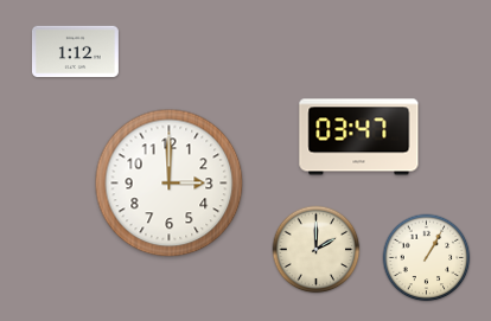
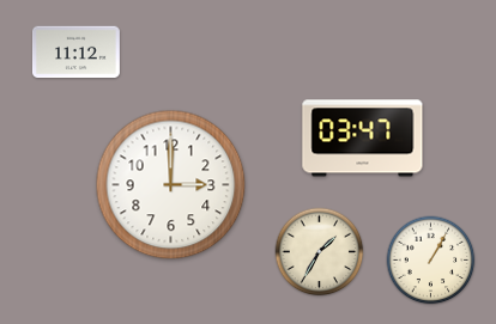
clock at (75, 52): 1:12 -> 11:12
clock at (317, 250): 2:00 -> 1:35
